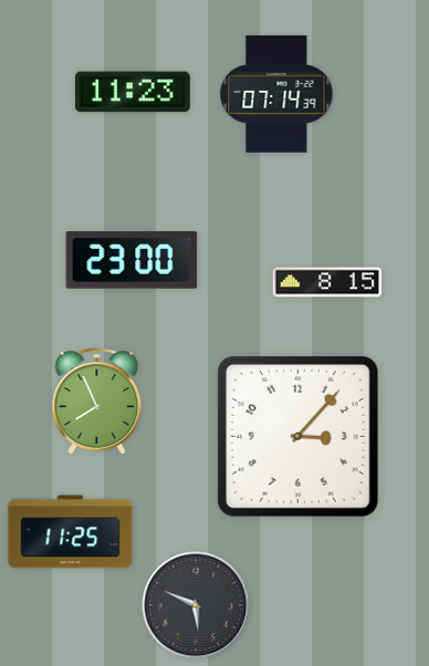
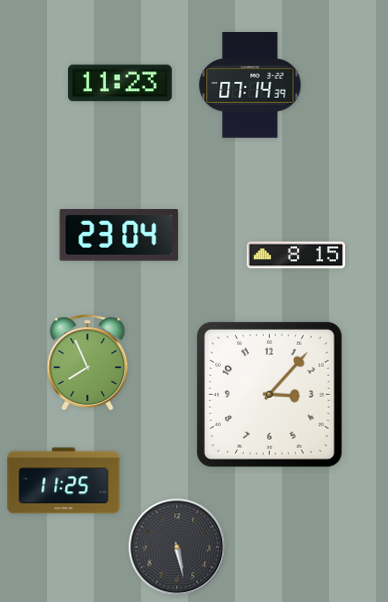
clock at (132, 260): 23:00 -> 23:04
clock at (196, 605): 5:49 -> 5:28
